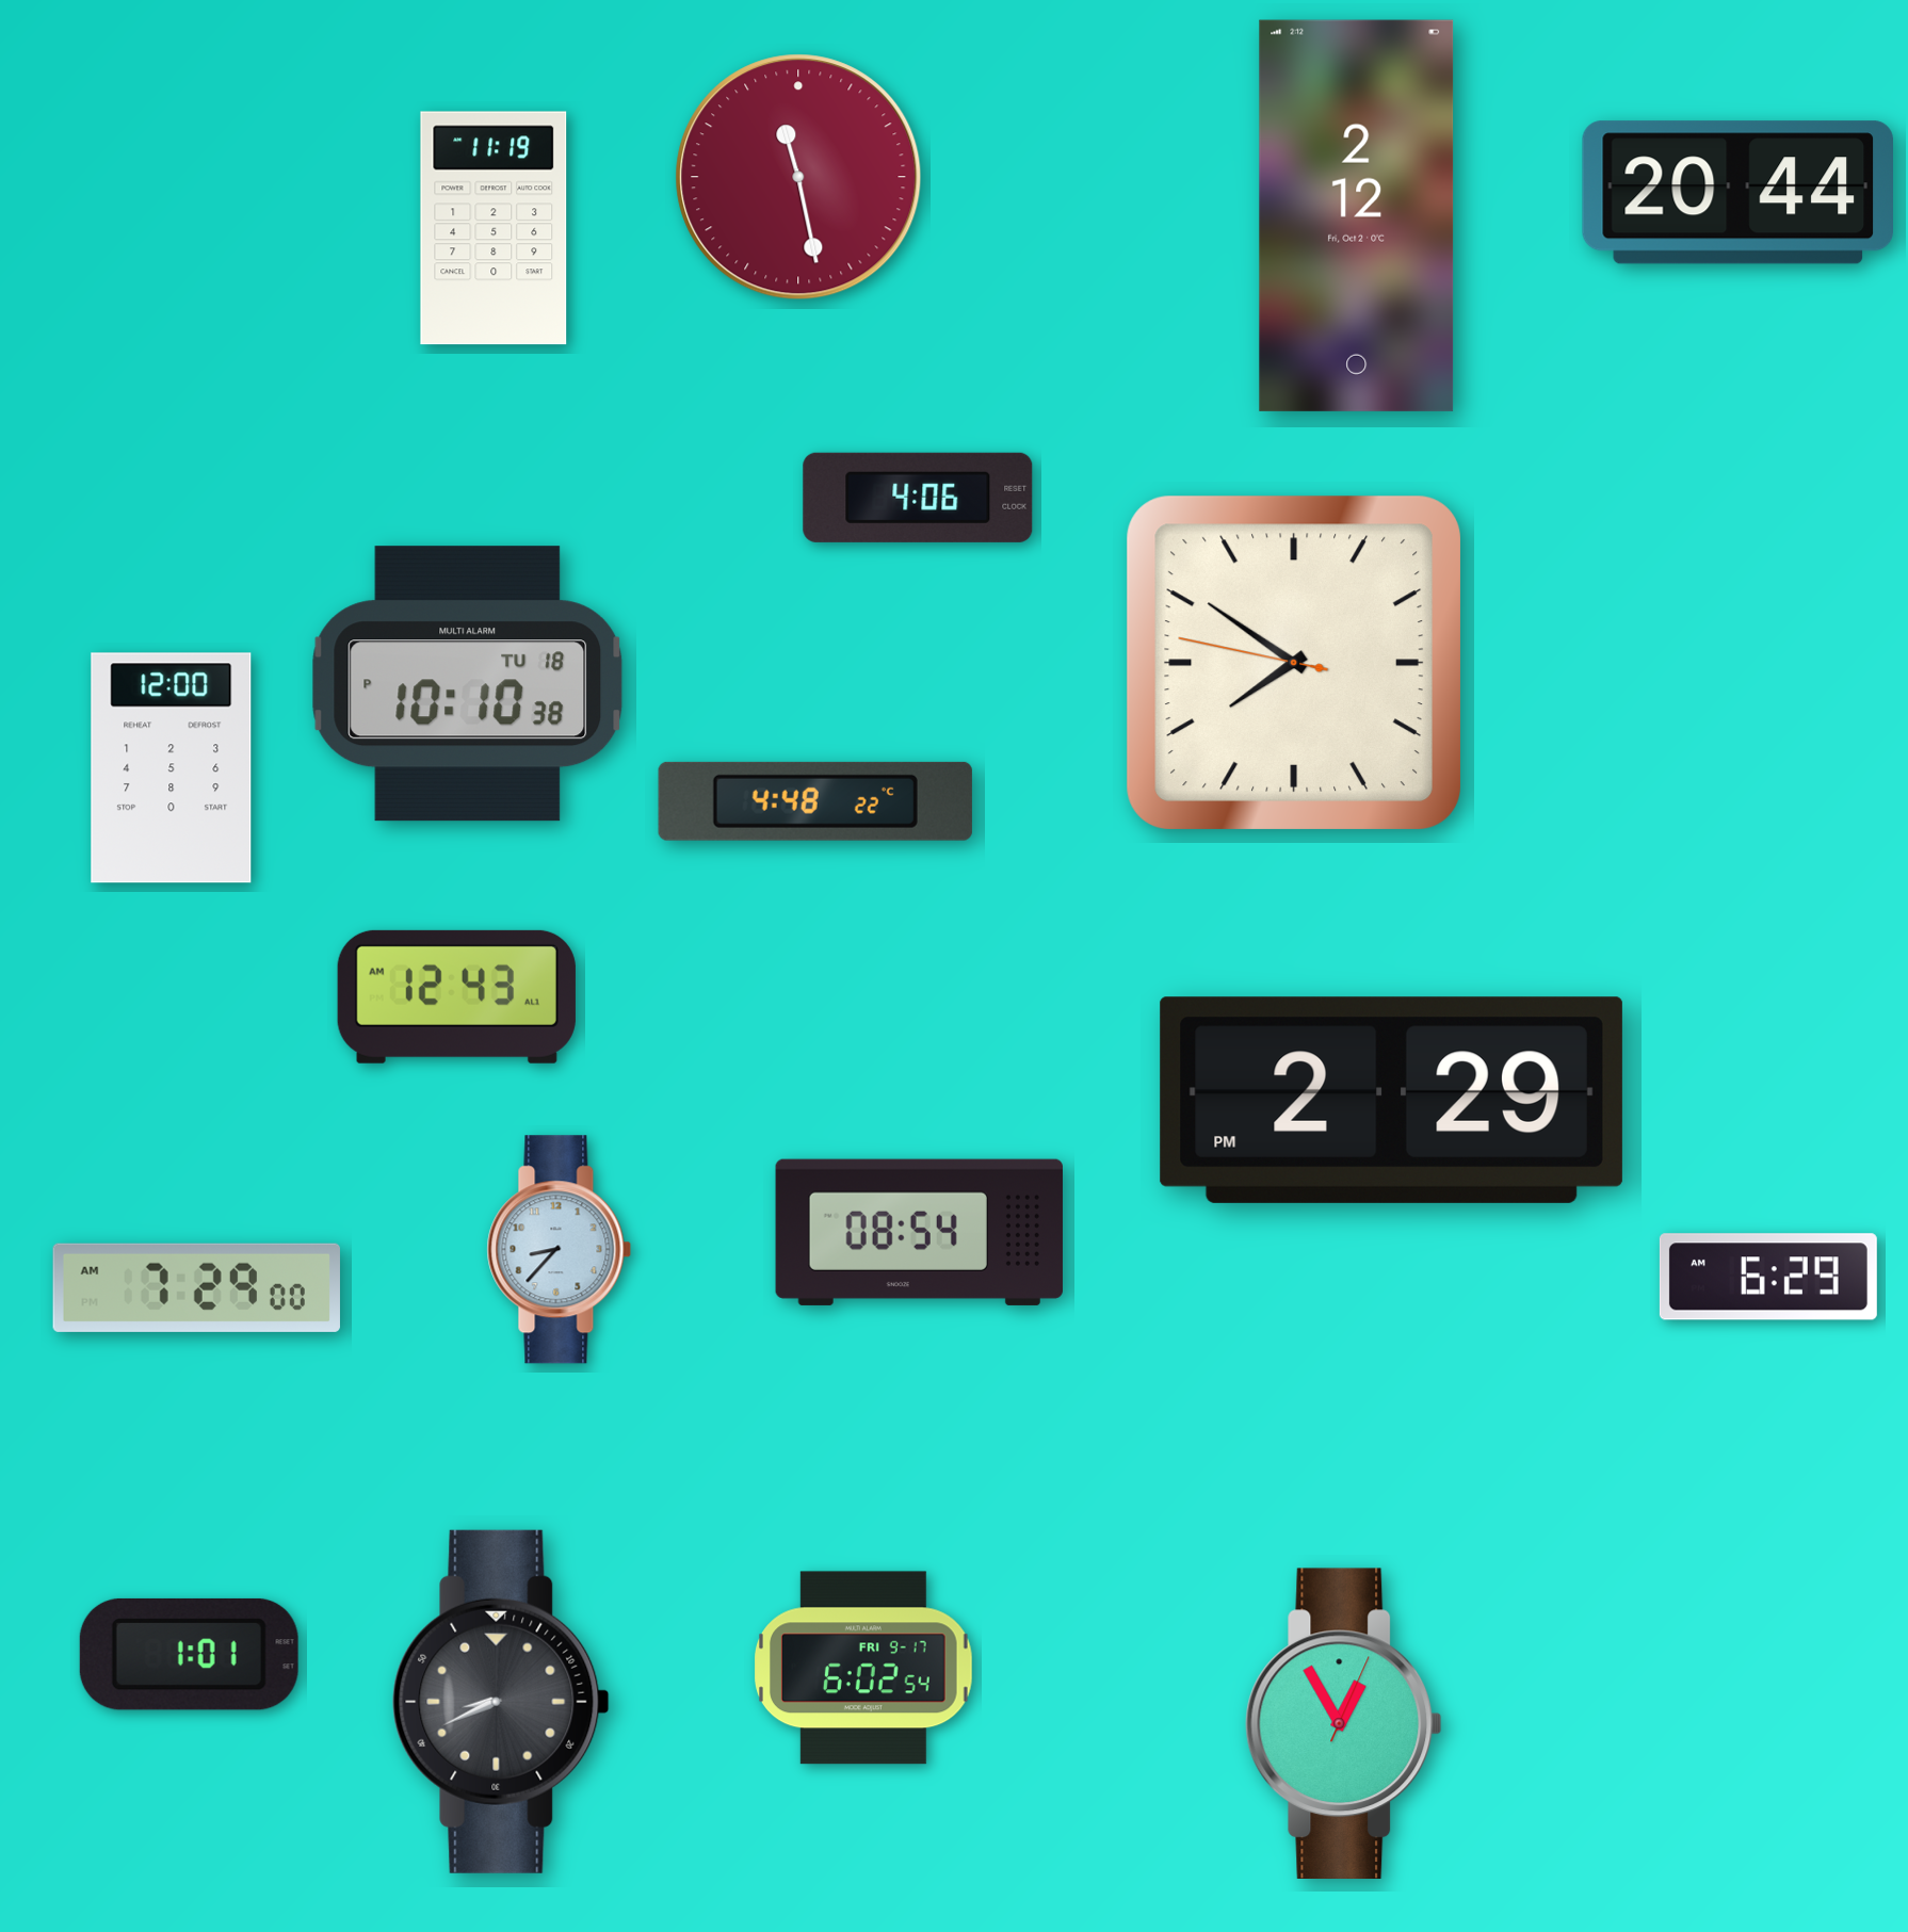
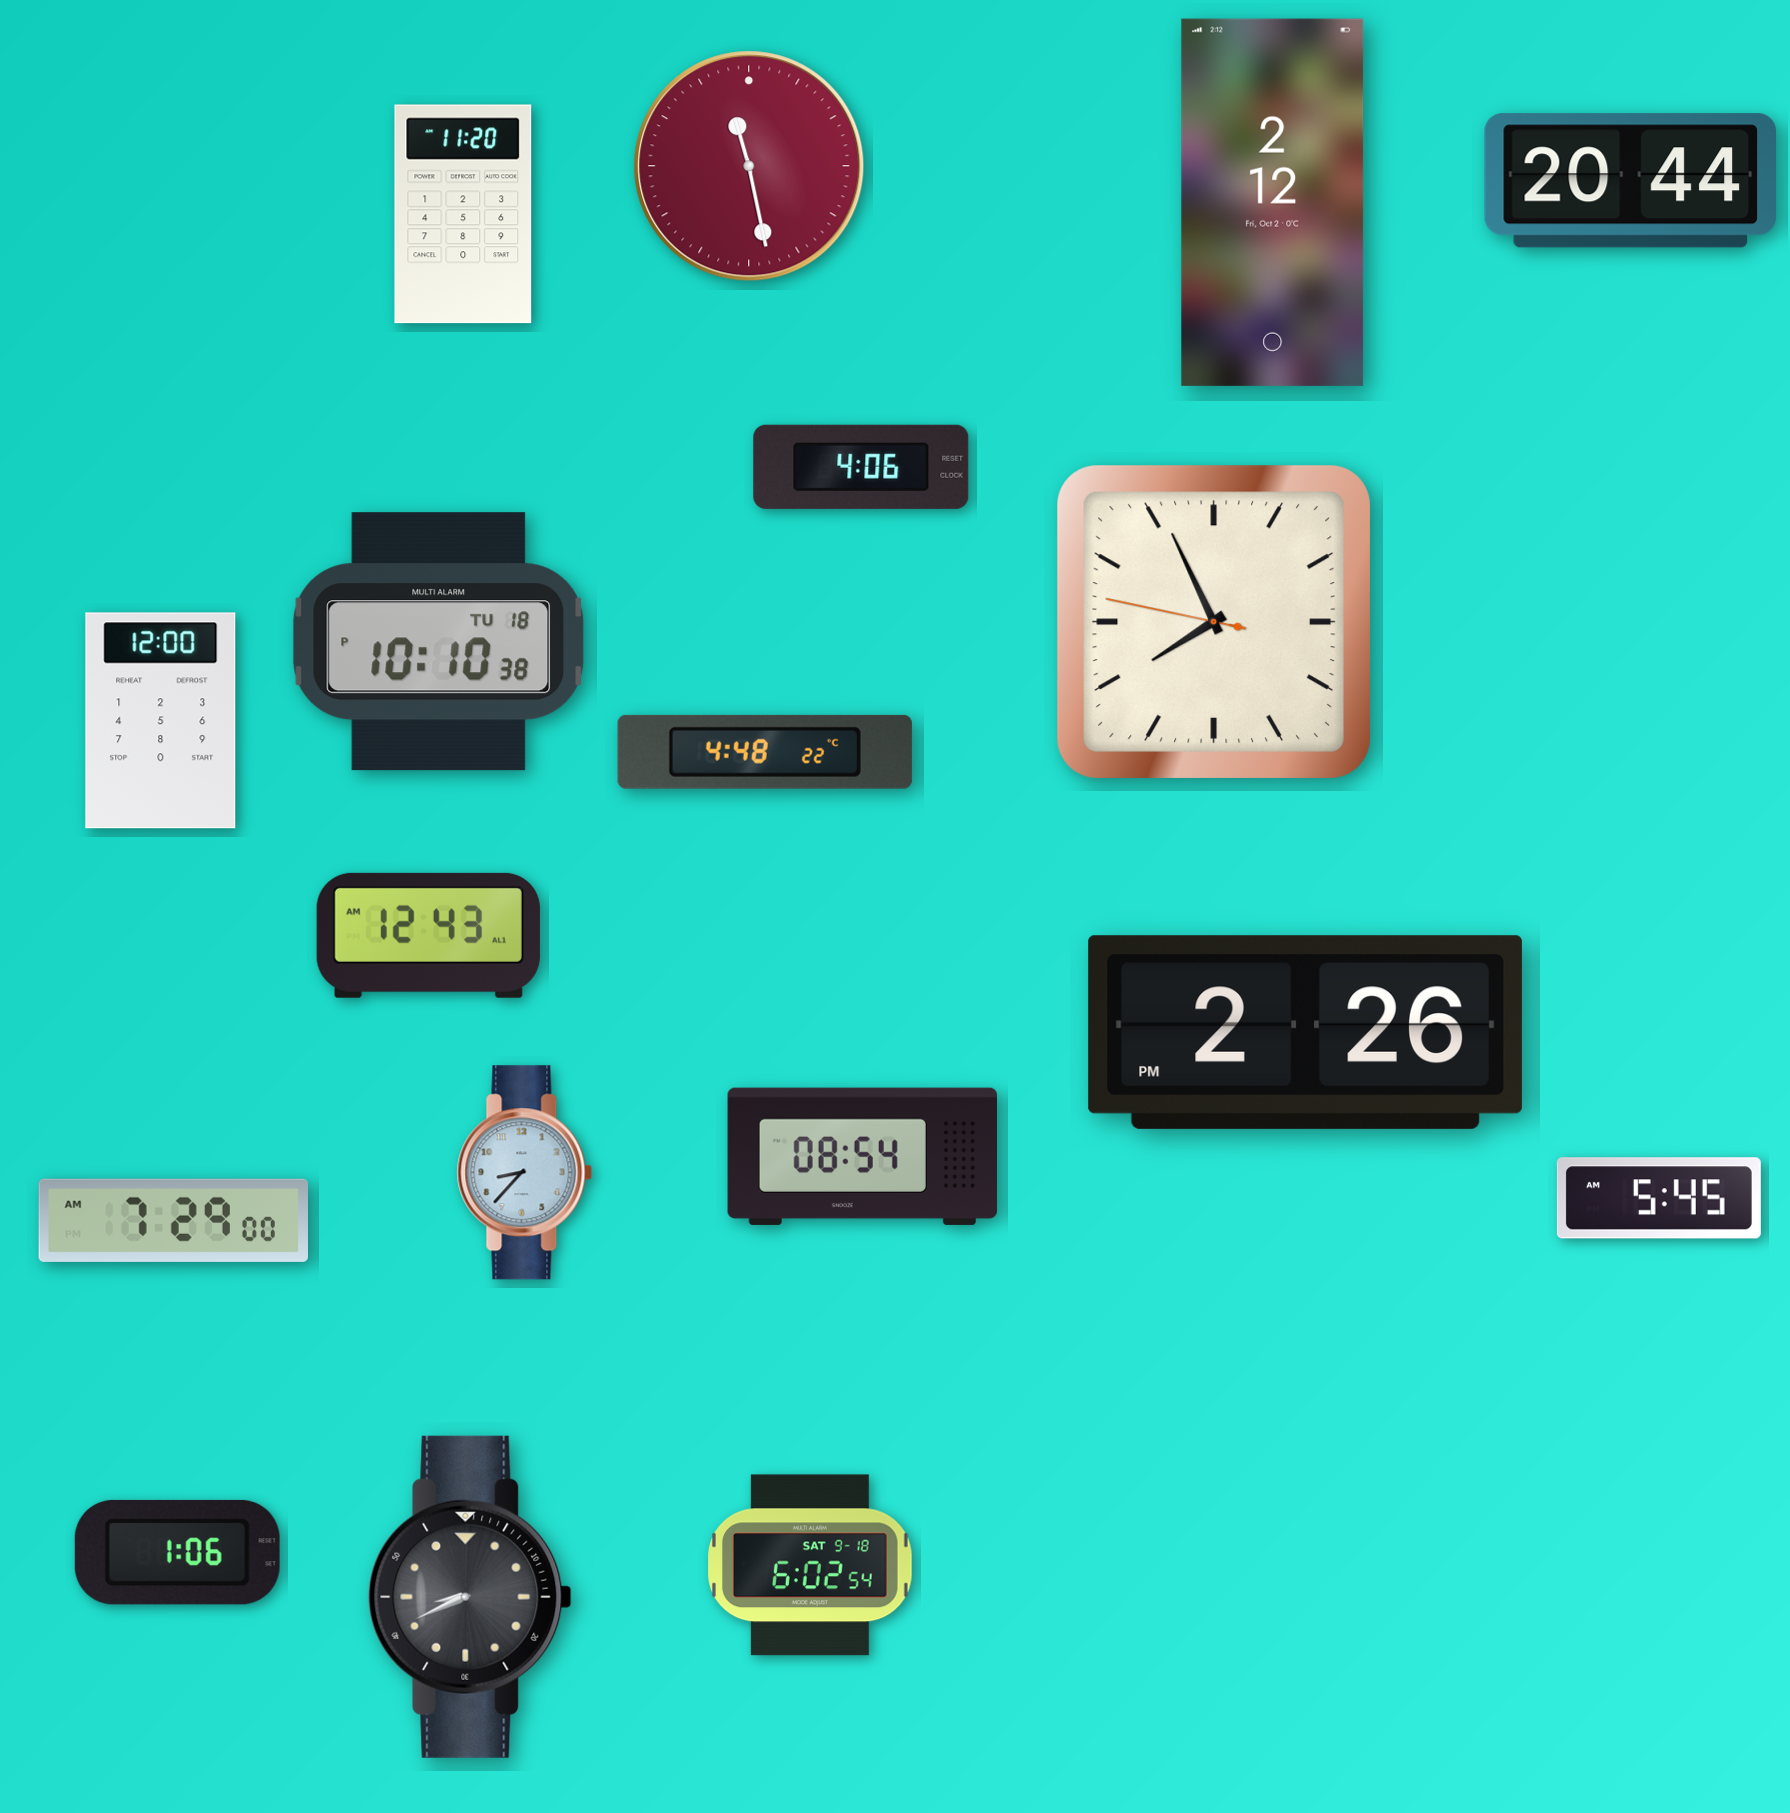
clock at (494, 228): 11:19 -> 11:20
clock at (1294, 663): 7:50 -> 7:55
clock at (1391, 1100): 2:29 -> 2:26
clock at (1768, 1277): 6:29 -> 5:45
clock at (196, 1287) position: (196, 1287) -> (173, 1220)
clock at (189, 1654): 1:01 -> 1:06
clock at (864, 1668) date: FRI 9-17 -> SAT 9-18
clock at (1344, 1723): 12:55 -> none
